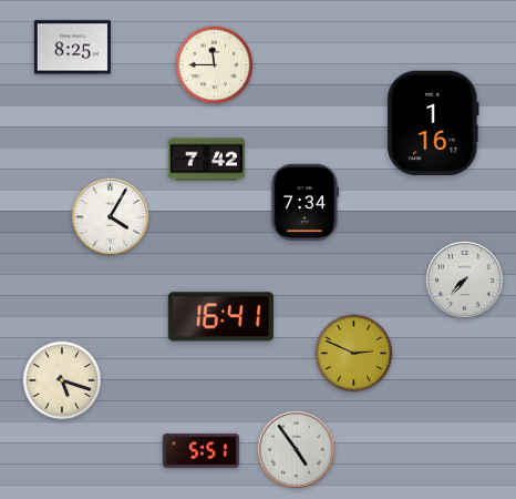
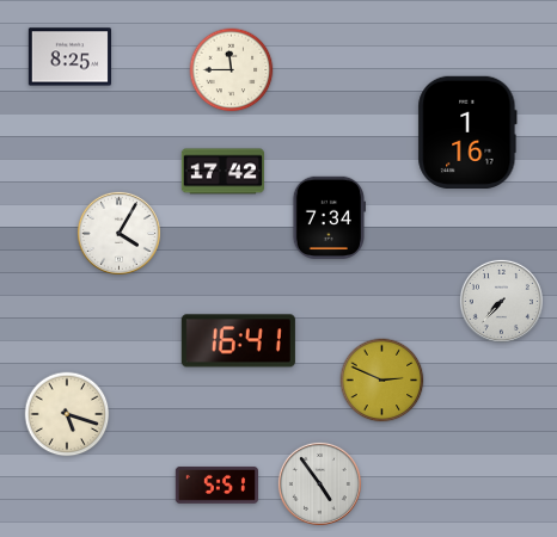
clock at (72, 48) position: (72, 48) -> (69, 57)
clock at (206, 160): 7:42 -> 17:42
clock at (62, 380) position: (62, 380) -> (67, 414)
